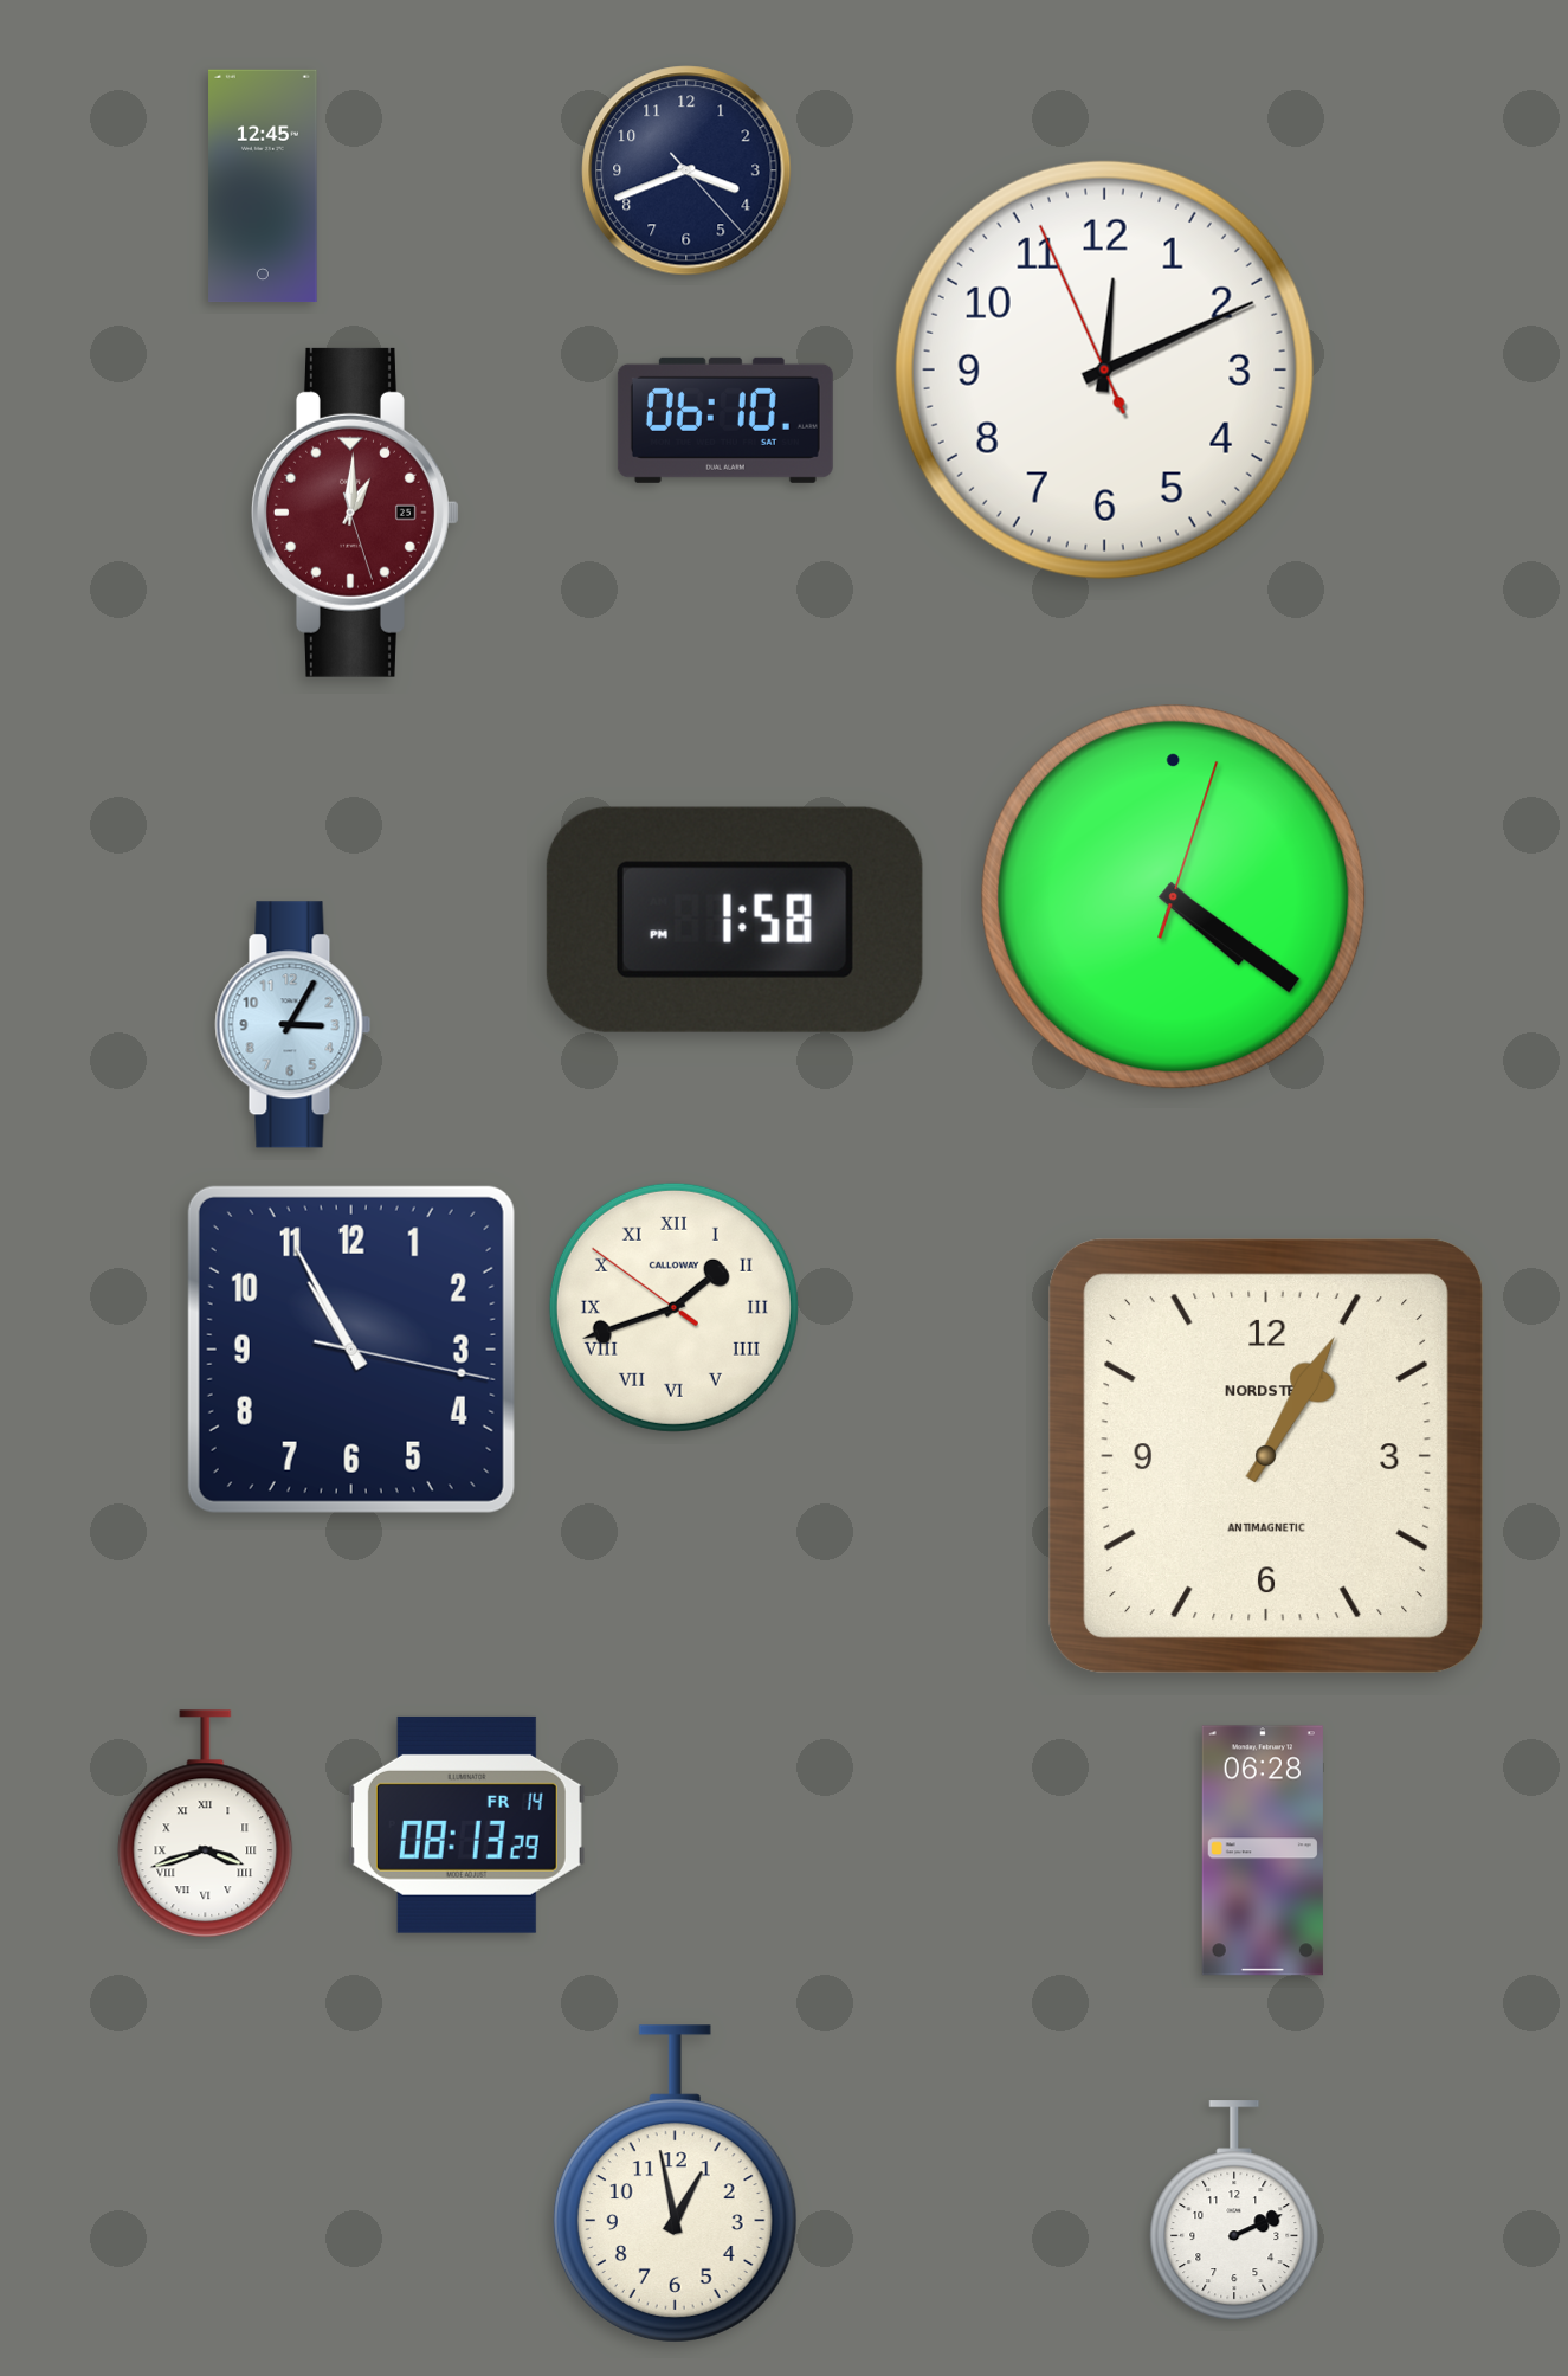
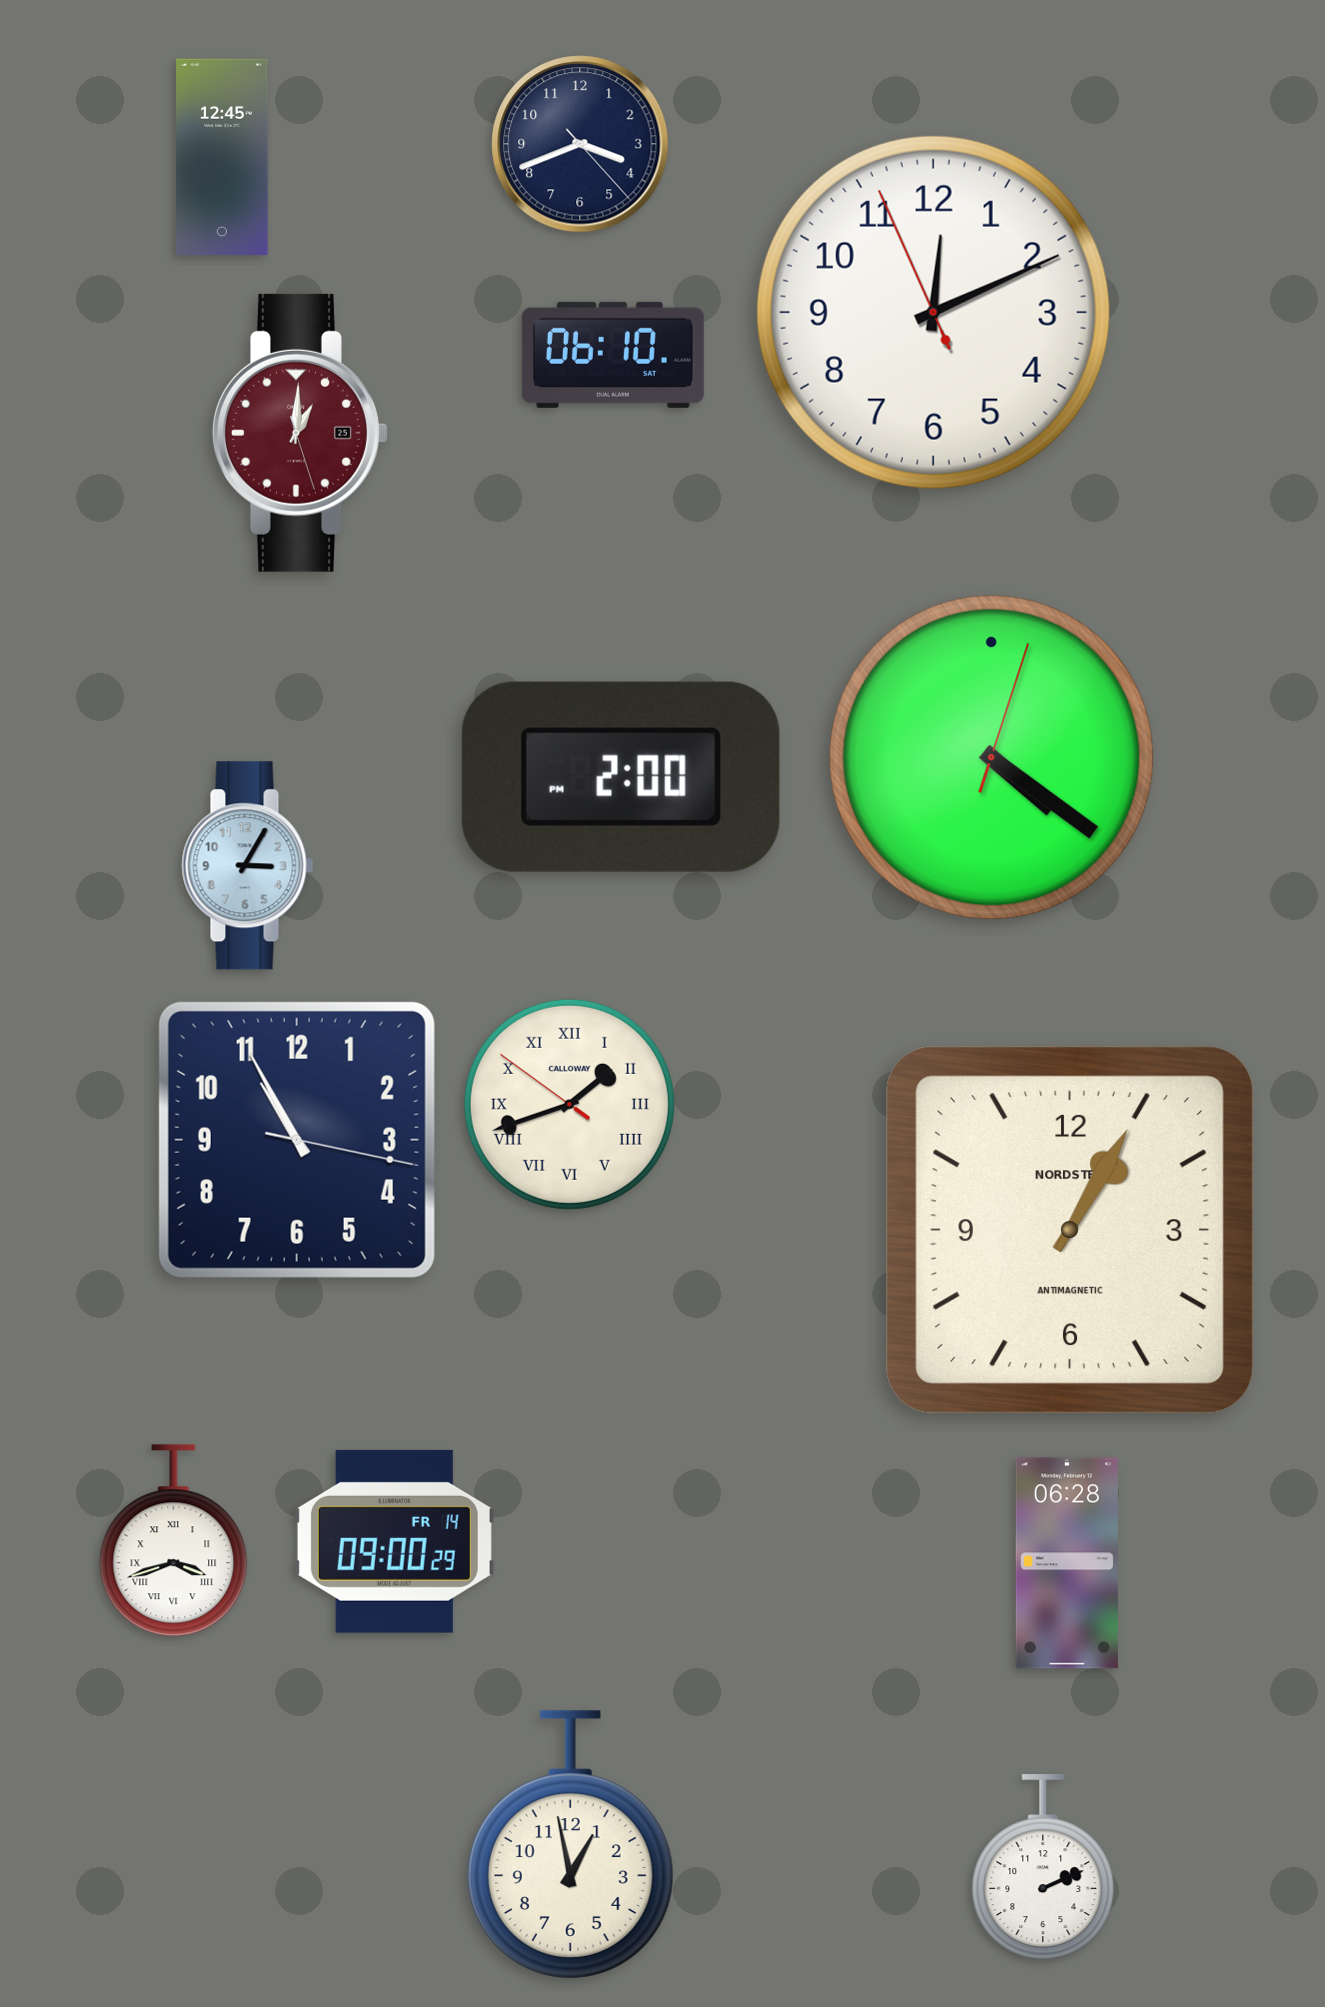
clock at (735, 920): 1:58 -> 2:00
clock at (466, 1824): 08:13 -> 09:00
